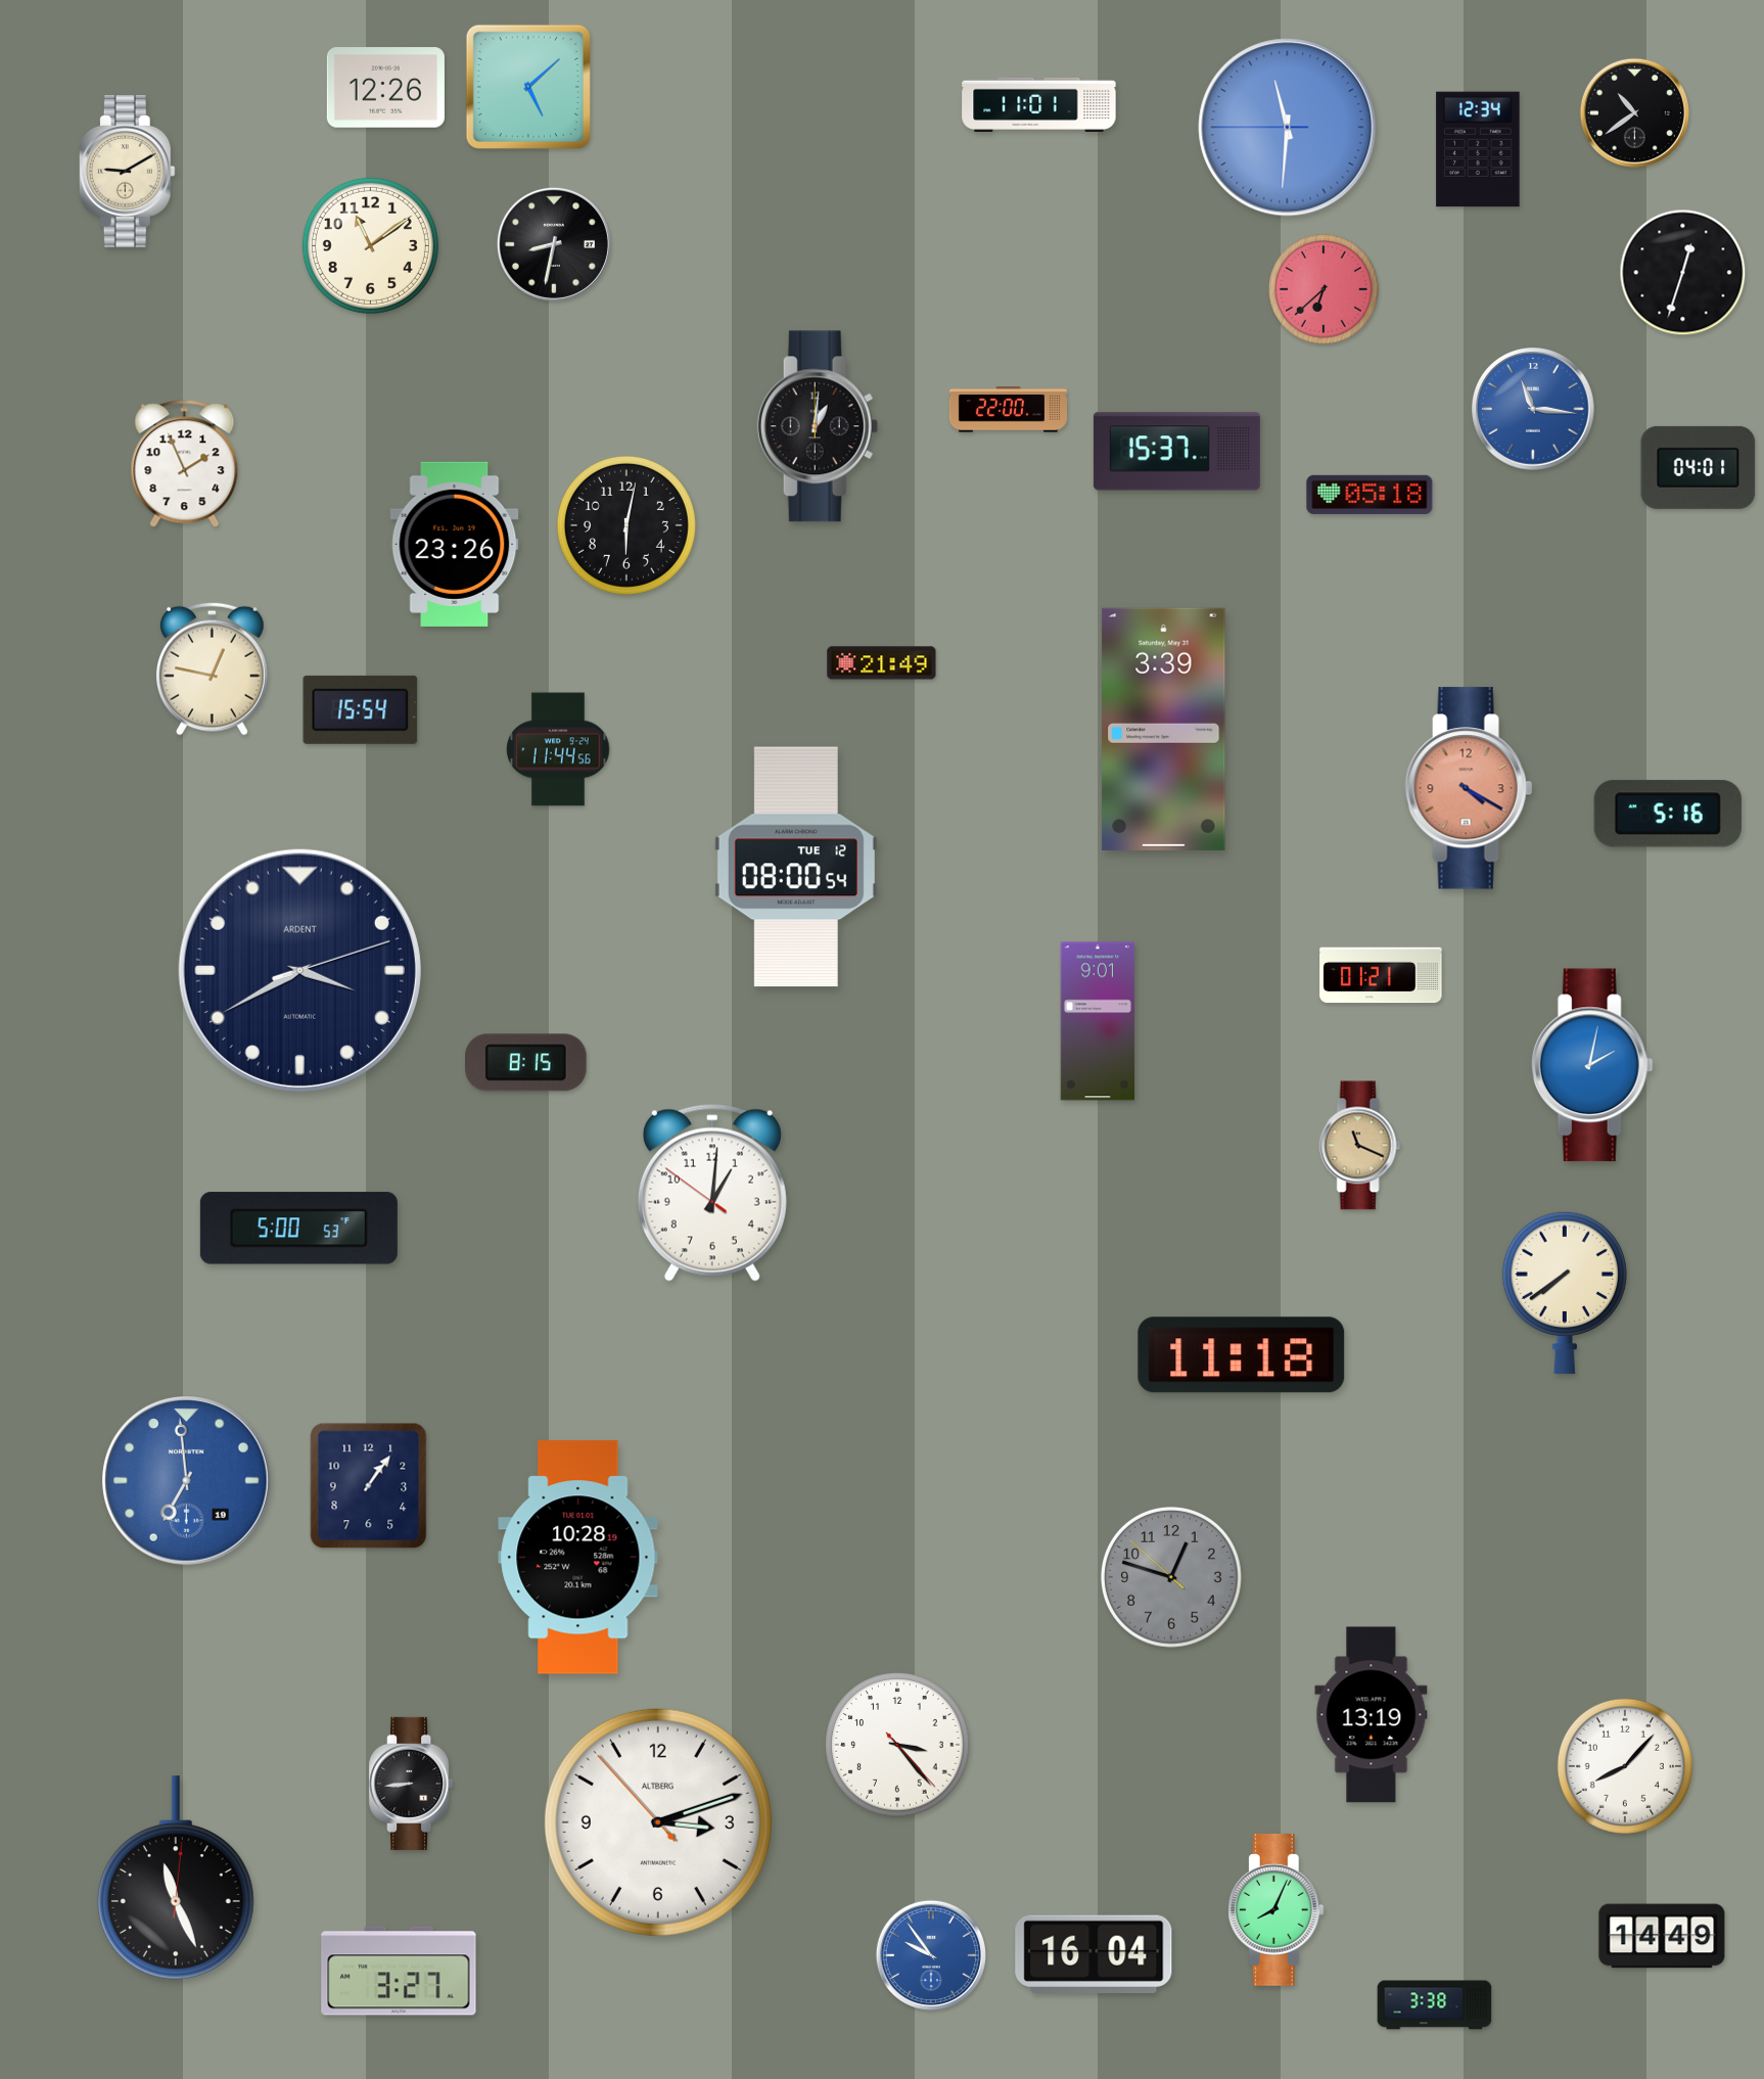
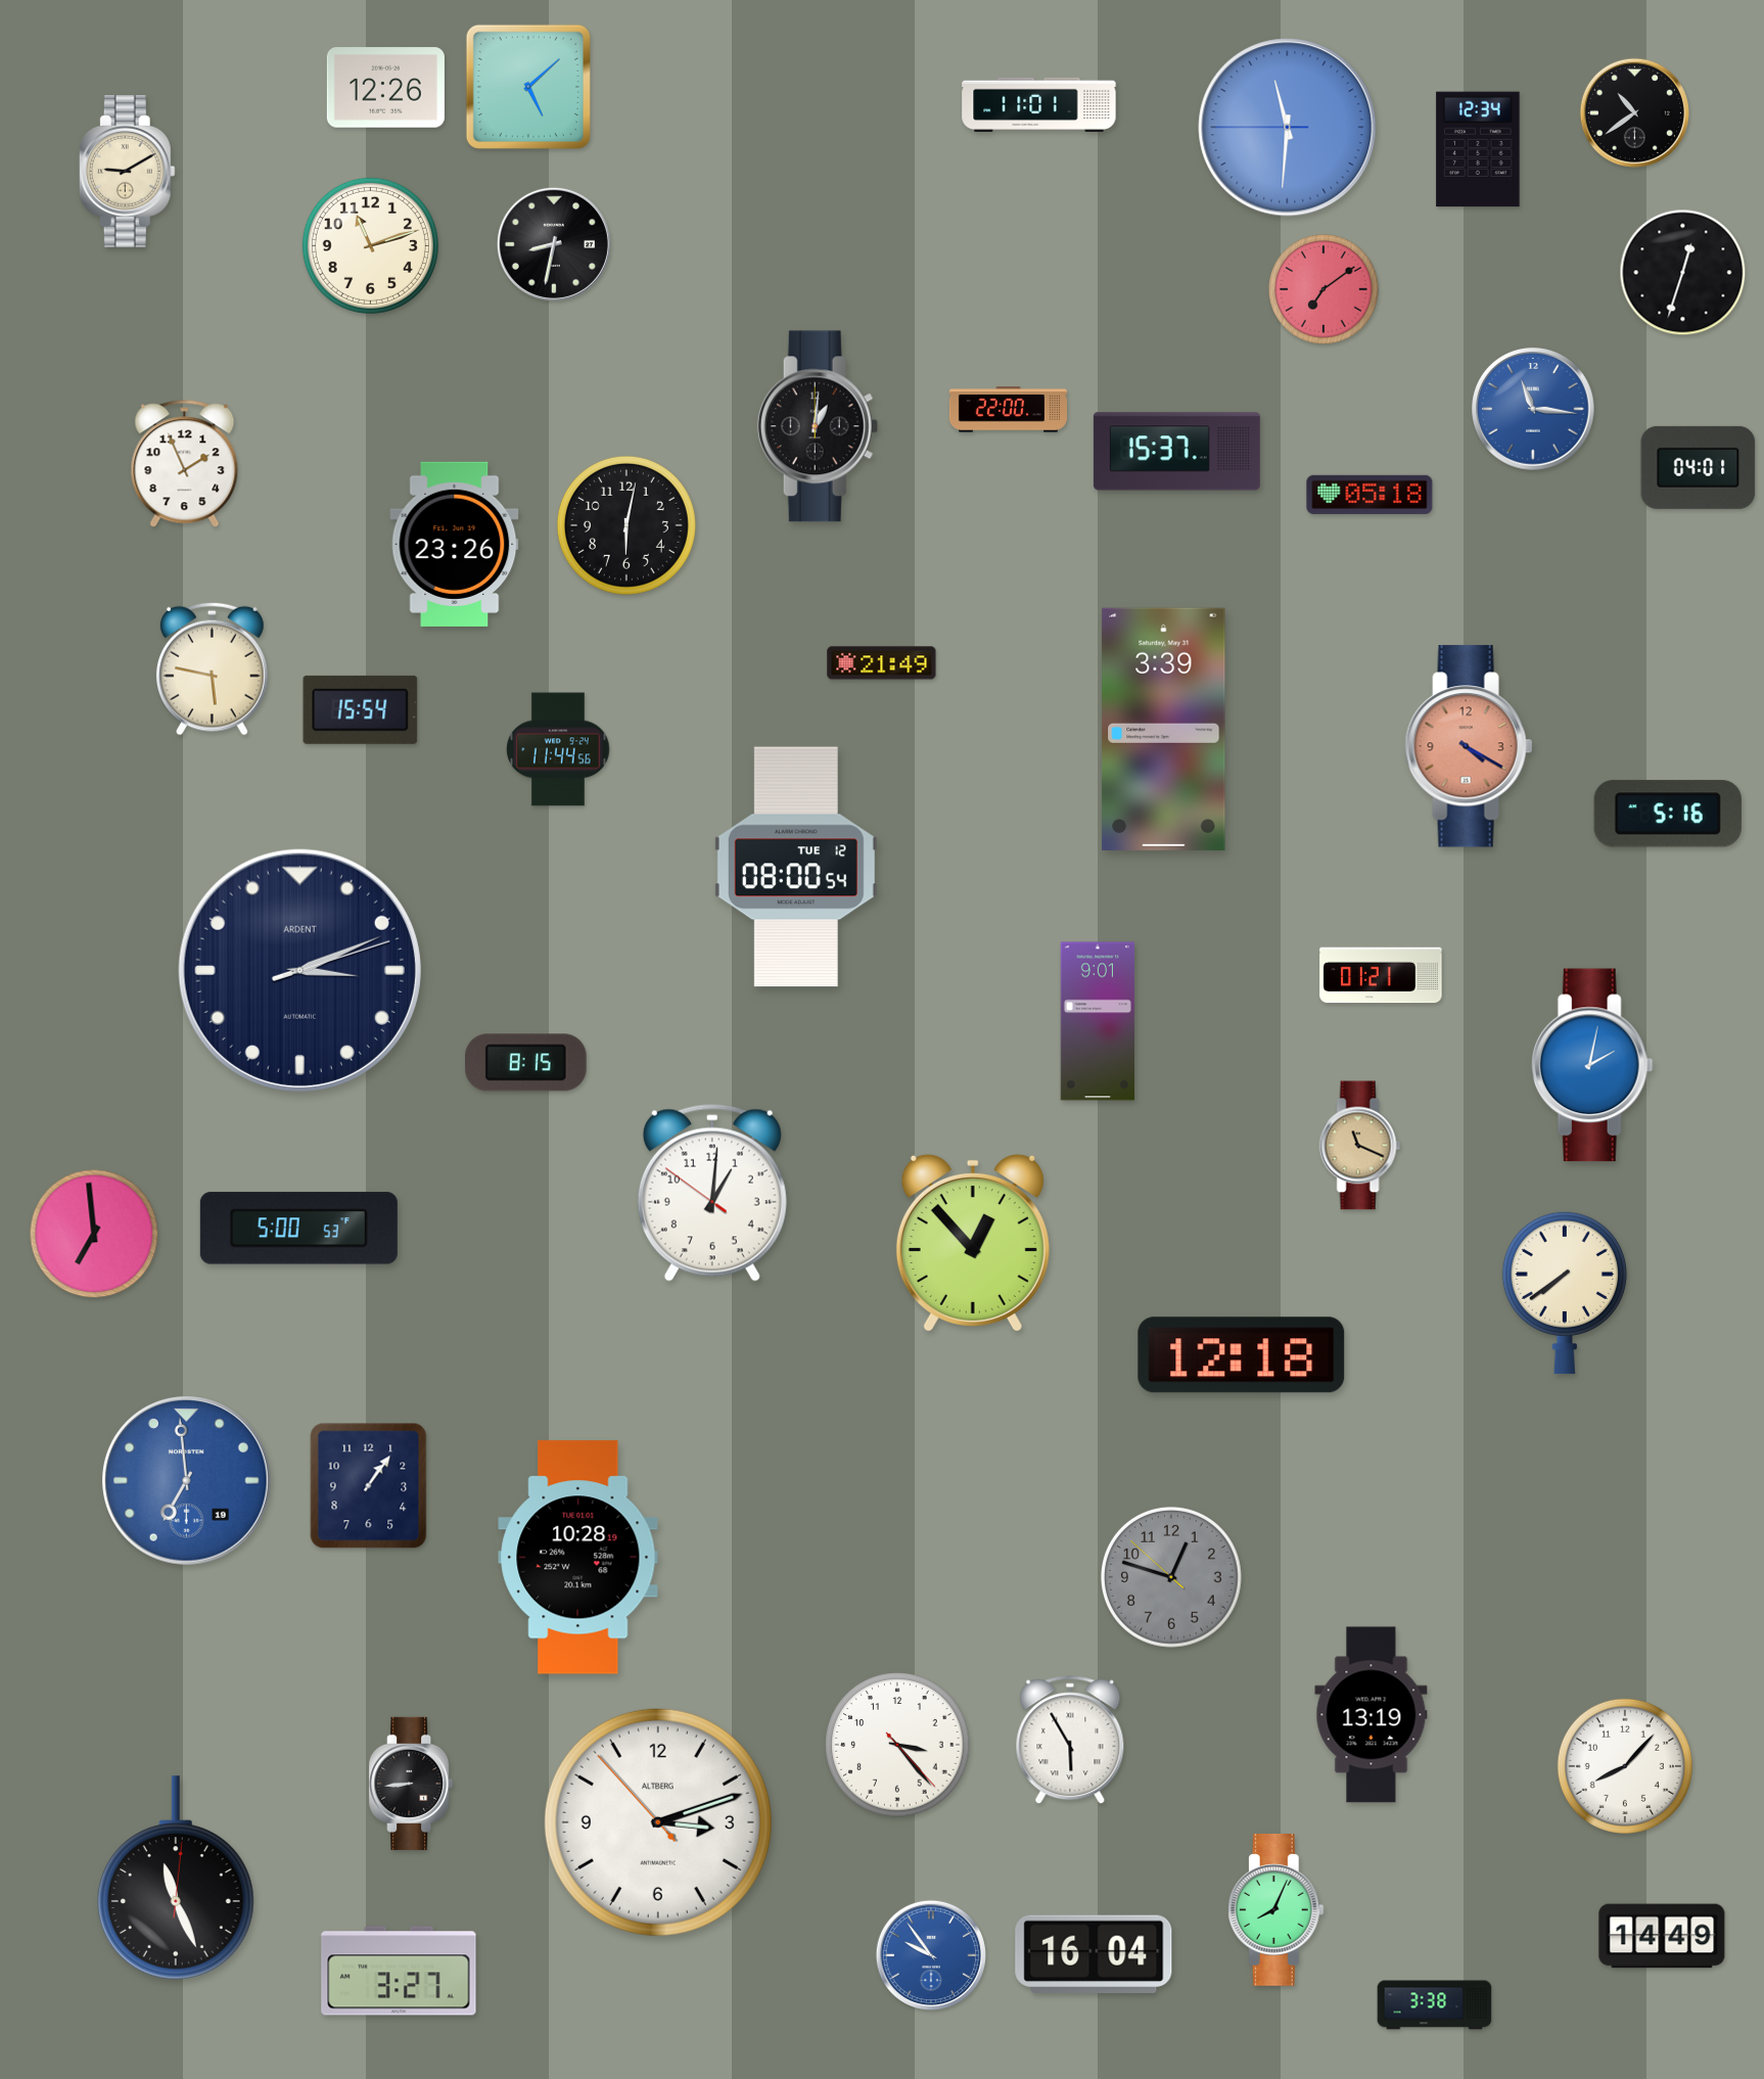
clock at (370, 245): 11:09 -> 11:12
clock at (1325, 290): 6:38 -> 7:09
clock at (212, 668): 12:47 -> 5:47
clock at (1469, 788) position: (1469, 788) -> (1469, 746)
clock at (299, 970): 3:40 -> 3:11
clock at (94, 1234): none -> 6:59
clock at (973, 1243): none -> 12:53
clock at (1242, 1355): 11:18 -> 12:18
clock at (1070, 1741): none -> 5:55
